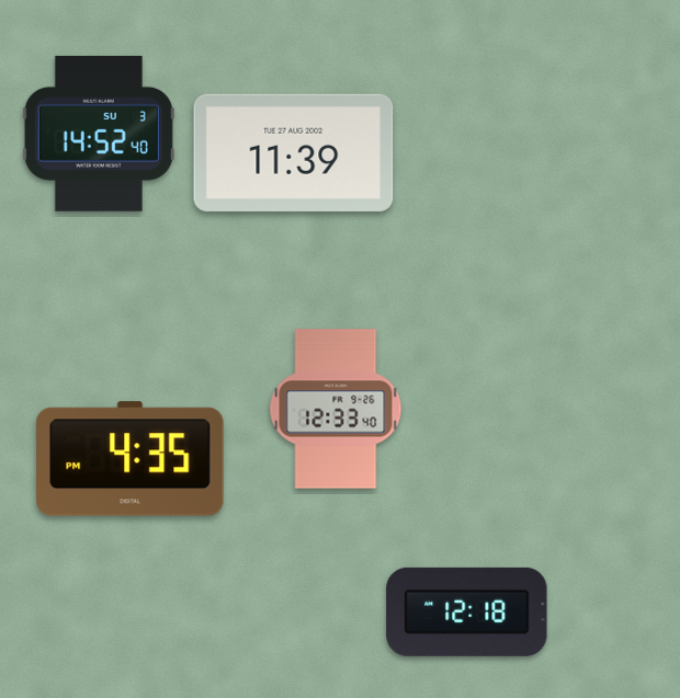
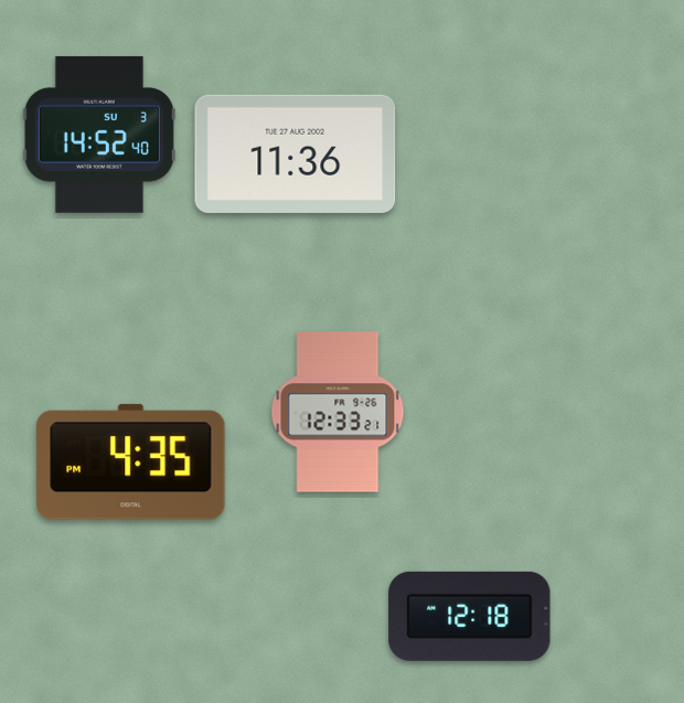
clock at (294, 152): 11:39 -> 11:36
clock at (336, 409): 12:33:40 -> 12:33:21
